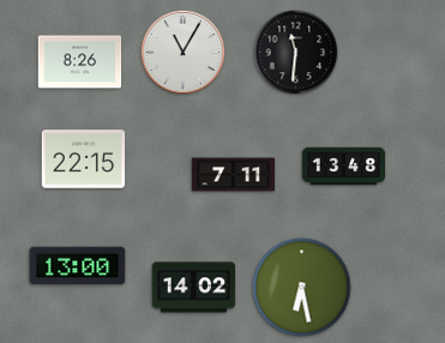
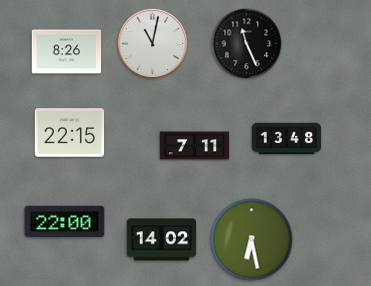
clock at (182, 52): 11:05 -> 11:02
clock at (296, 53): 11:31 -> 11:26
clock at (78, 266): 13:00 -> 22:00
